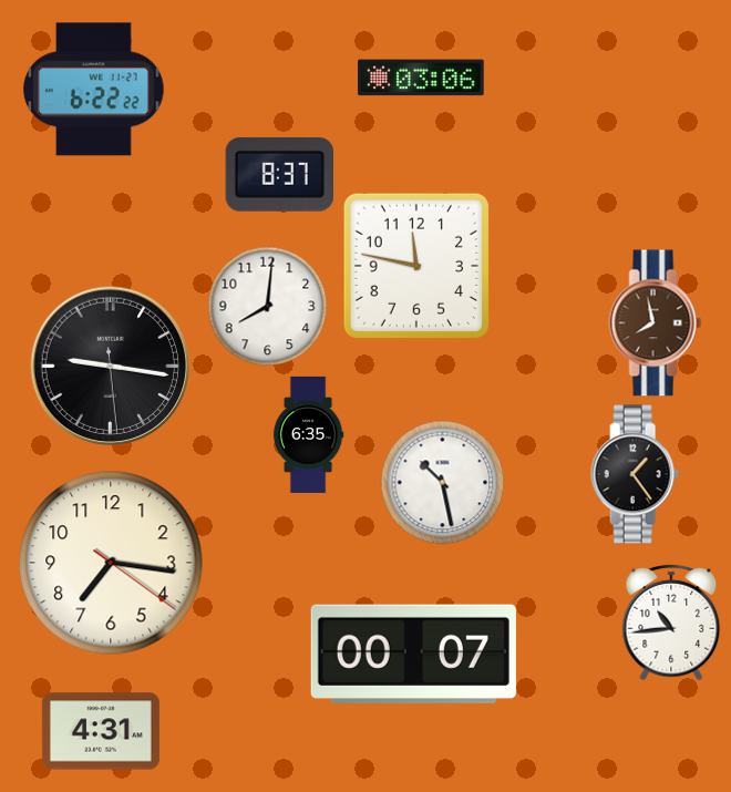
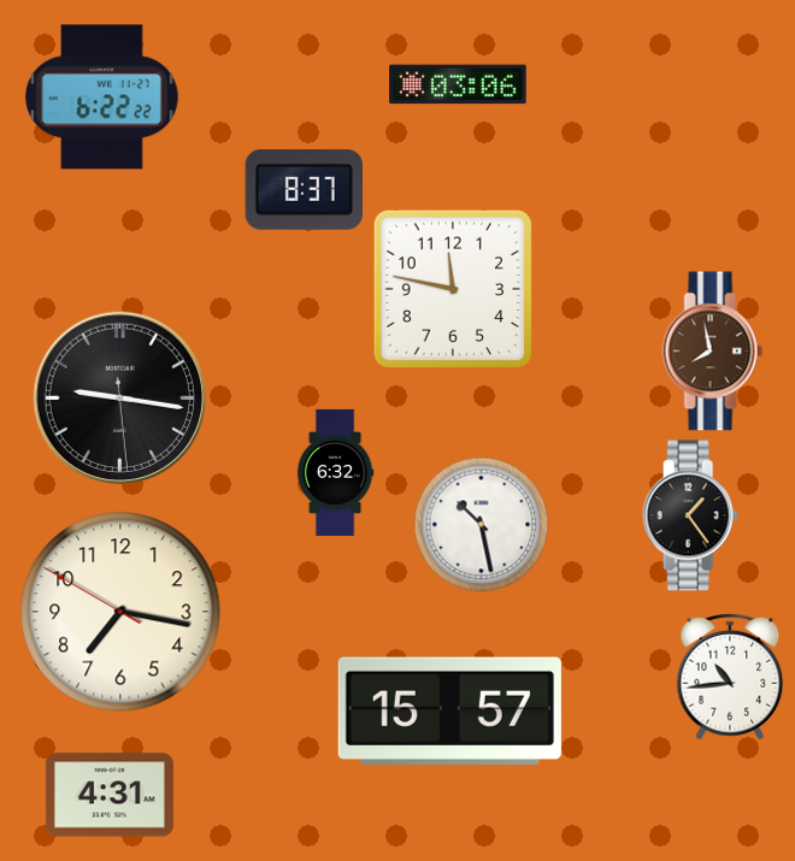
clock at (268, 307): 8:01 -> none
clock at (308, 434): 6:35 -> 6:32
clock at (111, 563): 7:16:21 -> 7:16:50
clock at (413, 654): 00:07 -> 15:57
